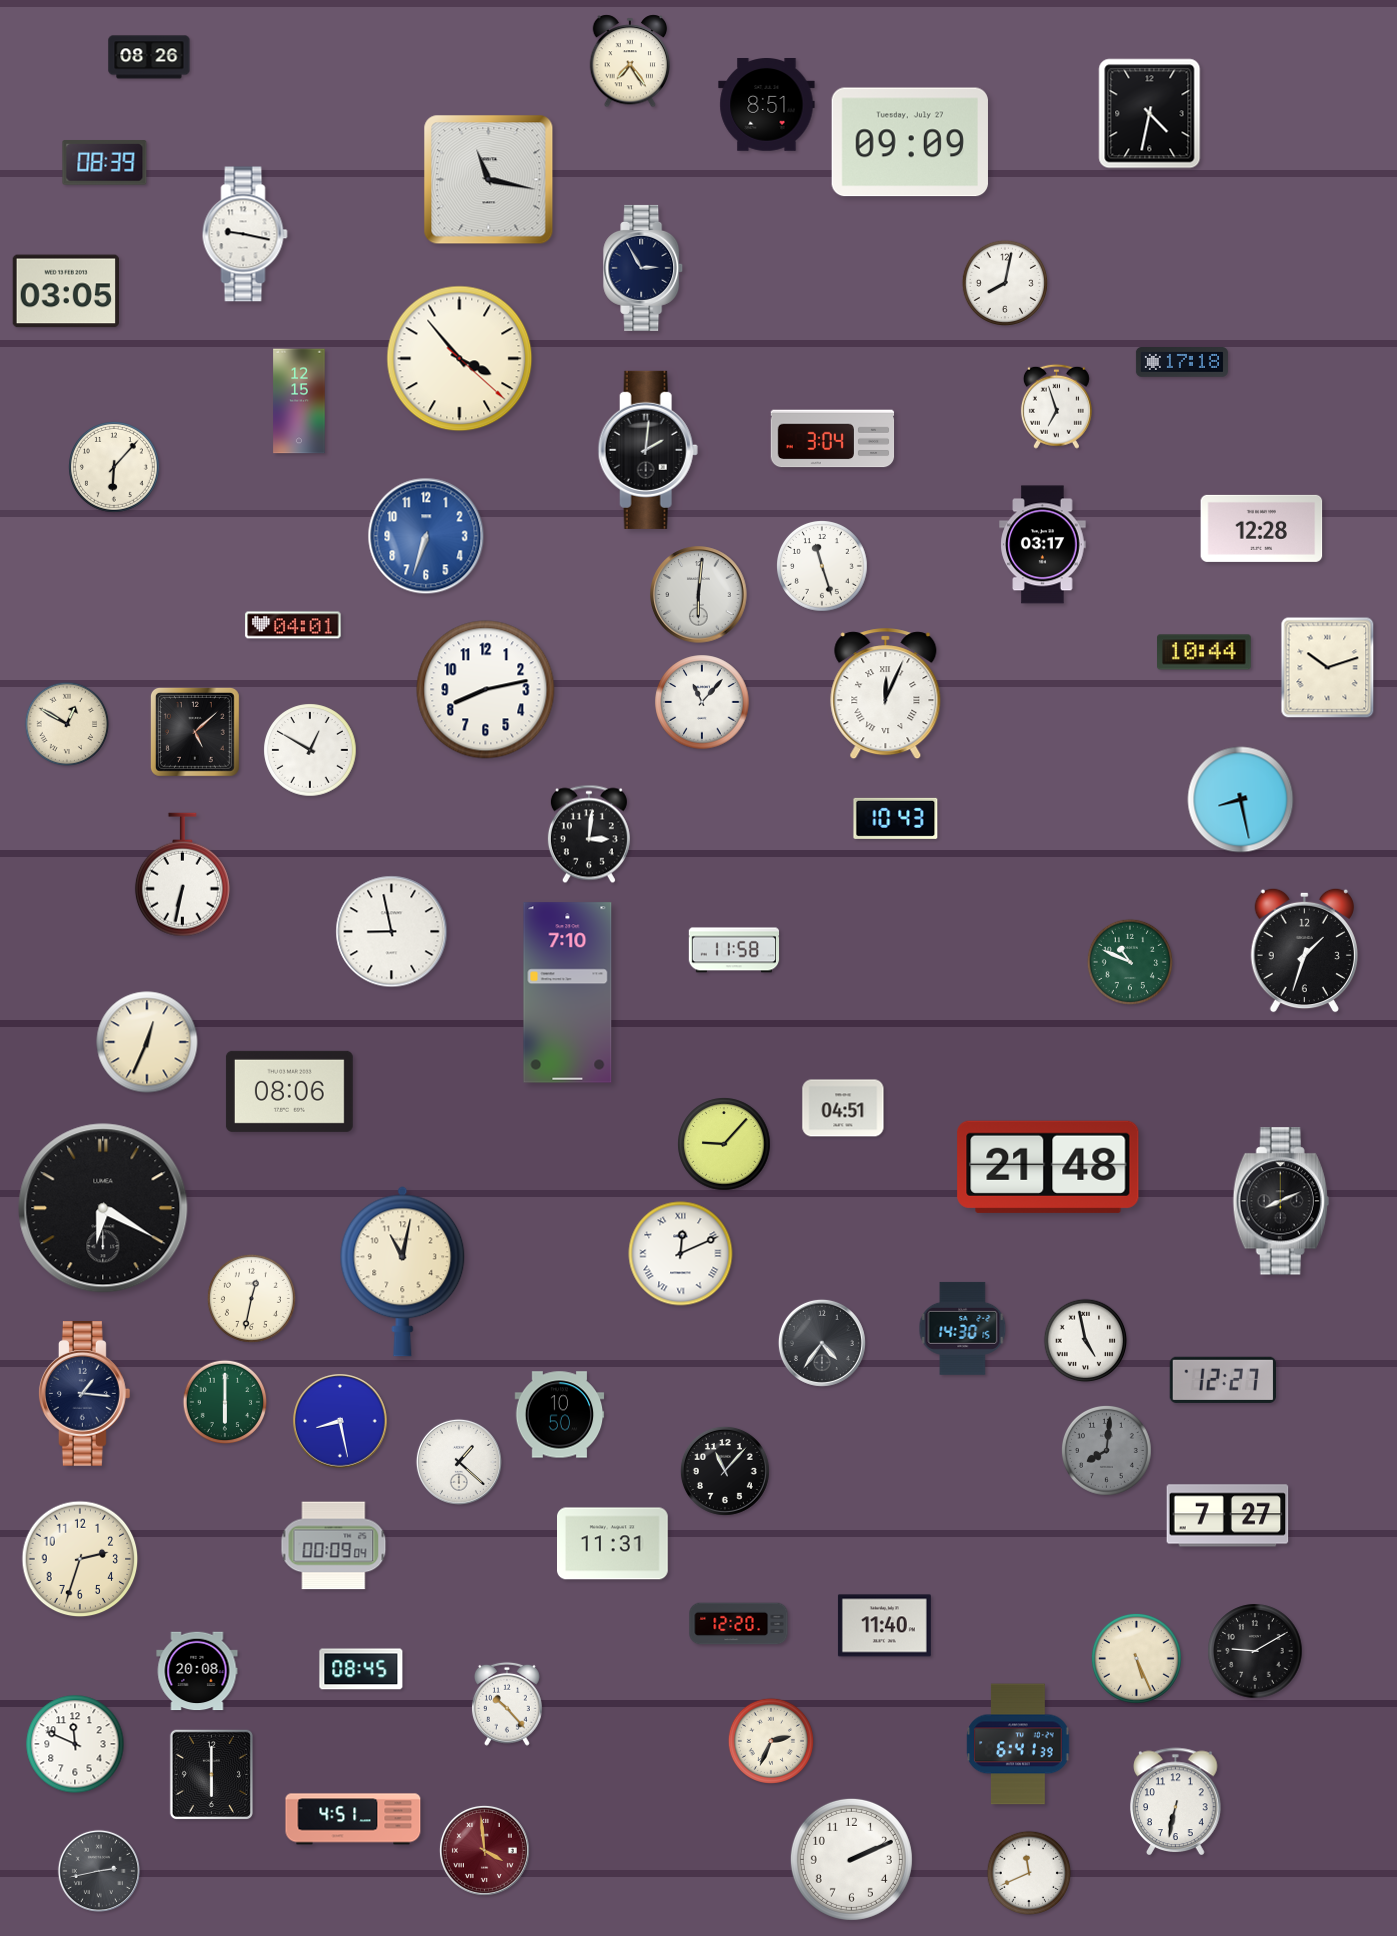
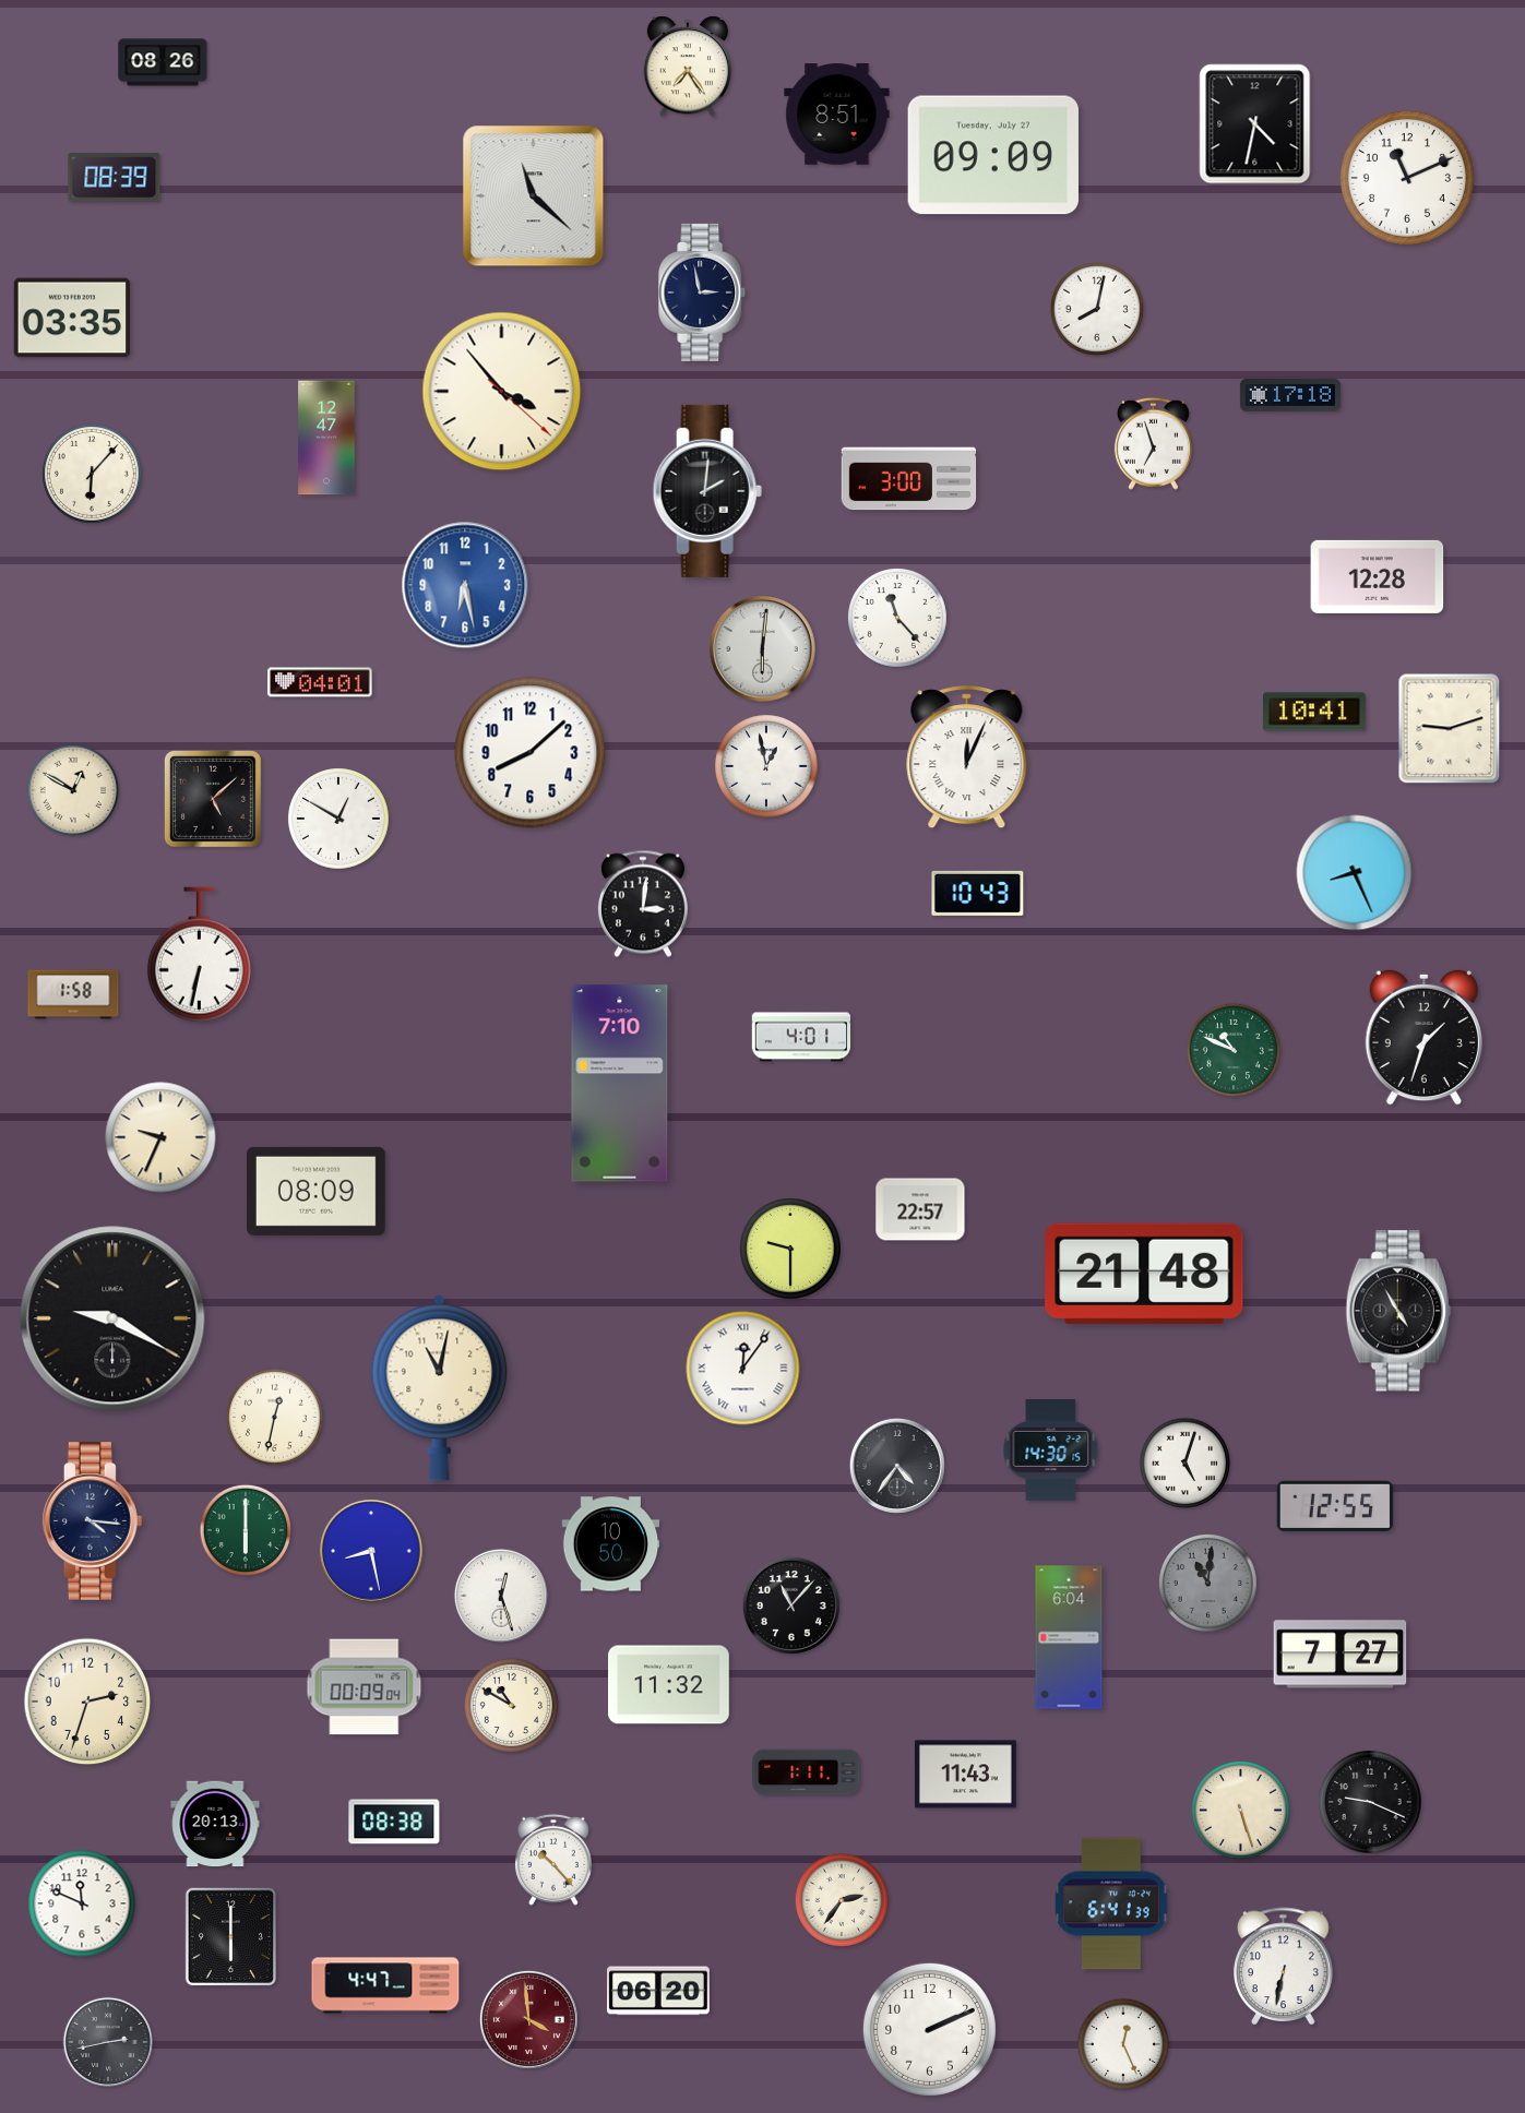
clock at (1407, 178): none -> 11:11
clock at (489, 180): 11:17 -> 11:22
clock at (245, 234): 9:17 -> none
clock at (644, 268): 2:55 -> 2:58
clock at (65, 291): 03:05 -> 03:35
clock at (299, 401): 12:15 -> 12:47
clock at (833, 439): 3:04 -> 3:00
clock at (115, 468) position: (115, 468) -> (93, 475)
clock at (426, 536): 6:33 -> 6:28
clock at (1043, 545): 03:17 -> none
clock at (823, 567): 11:27 -> 11:23
clock at (1205, 652): 10:44 -> 10:41
clock at (1328, 668): 10:12 -> 9:12
clock at (486, 690): 8:13 -> 8:08
clock at (702, 702): 11:07 -> 12:58
clock at (1241, 800): 8:28 -> 8:26
clock at (589, 834) position: (589, 834) -> (643, 904)
clock at (73, 994): none -> 1:58
clock at (392, 932): 8:58 -> none
clock at (734, 950): 11:58 -> 4:01
clock at (147, 1042): 12:34 -> 9:34
clock at (289, 1091): 08:06 -> 08:09
clock at (843, 1108): 04:51 -> 22:57
clock at (724, 1144): 9:07 -> 9:30
clock at (1281, 1201): 8:11 -> 4:55
clock at (103, 1208): 6:20 -> 9:20
clock at (681, 1254): 12:11 -> 12:06
clock at (1086, 1341): 4:58 -> 5:03
clock at (1222, 1380): 12:27 -> 12:55
clock at (84, 1394): 1:16 -> 4:16
clock at (1106, 1450): 8:01 -> 11:01
clock at (459, 1462): 1:22 -> 12:27
clock at (1069, 1637): none -> 6:04
clock at (613, 1544): 11:31 -> 11:32
clock at (511, 1705): none -> 10:50
clock at (739, 1624): 12:20 -> 1:11
clock at (884, 1626): 11:40 -> 11:43
clock at (1255, 1651): 9:10 -> 9:19
clock at (1136, 1658): 5:26 -> 5:27
clock at (361, 1669): 08:45 -> 08:38
clock at (197, 1671): 20:08 -> 20:13
clock at (771, 1741): 2:34 -> 2:36
clock at (353, 1819): 4:51 -> 4:47
clock at (659, 1991): none -> 06:20
clock at (1029, 1873): 11:41 -> 12:26
